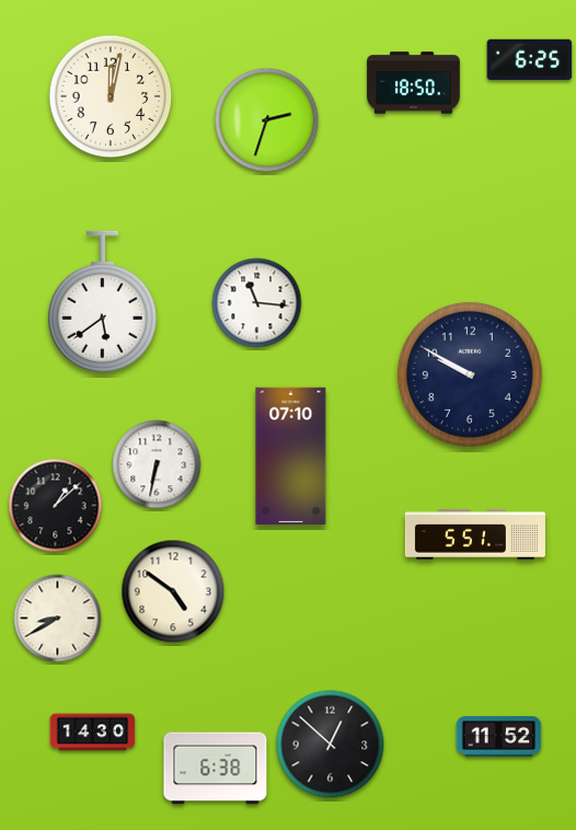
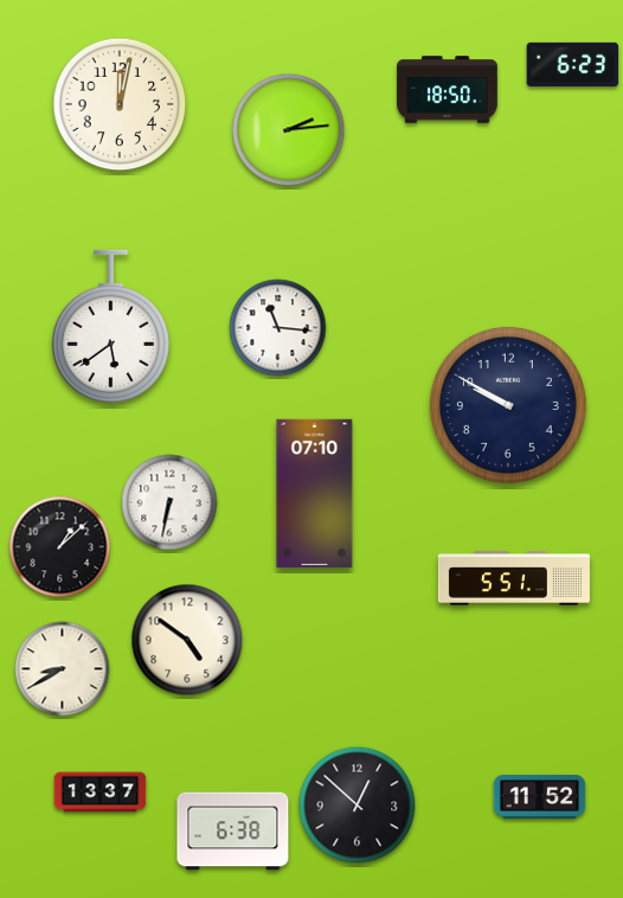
clock at (530, 59): 6:25 -> 6:23
clock at (267, 120): 2:33 -> 2:14
clock at (93, 733): 14:30 -> 13:37
